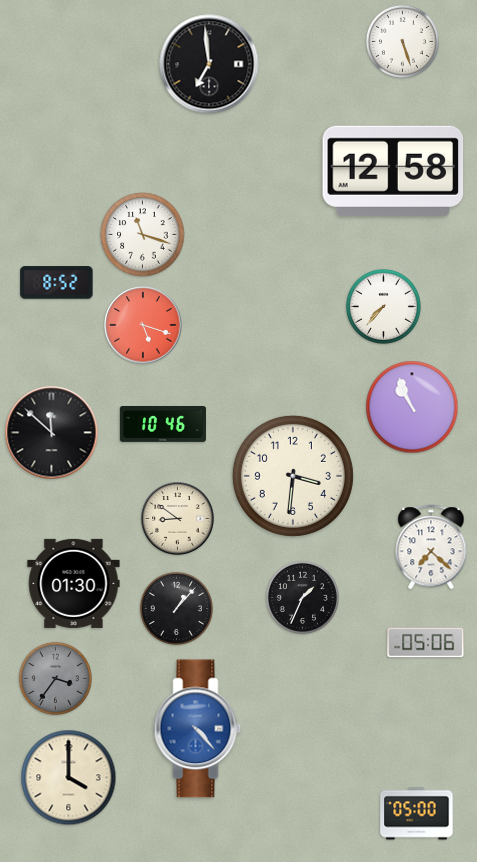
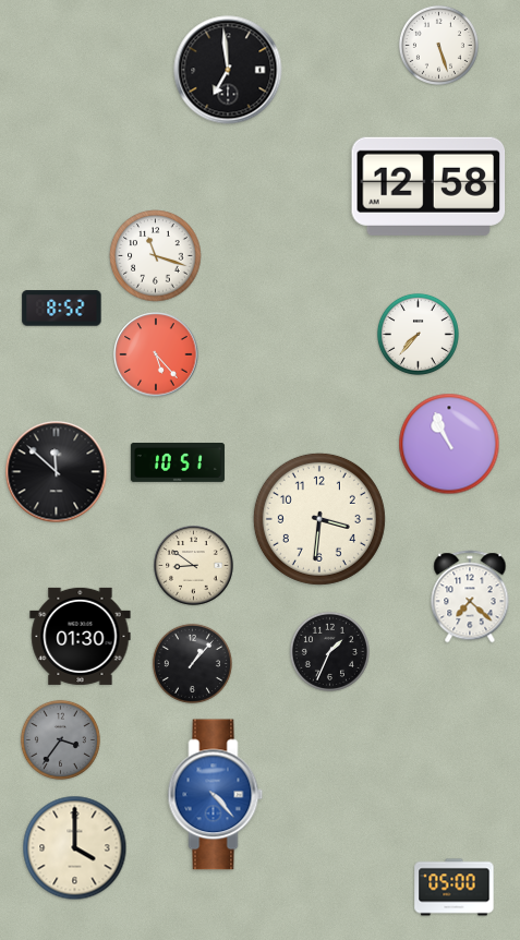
clock at (143, 325): 5:18 -> 5:23
clock at (163, 425): 10:46 -> 10:51
clock at (426, 643): 05:06 -> none
